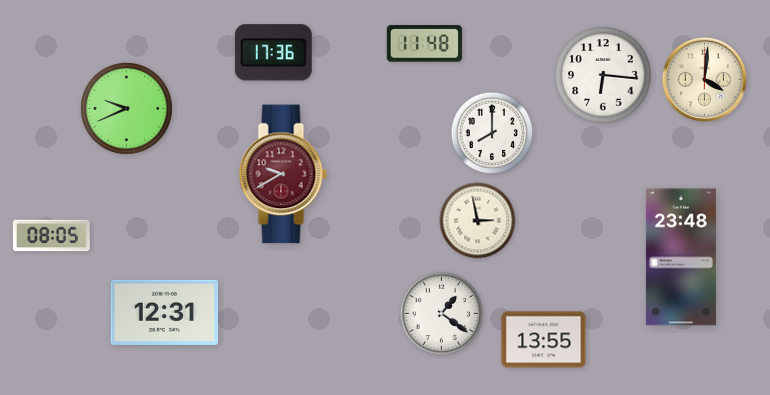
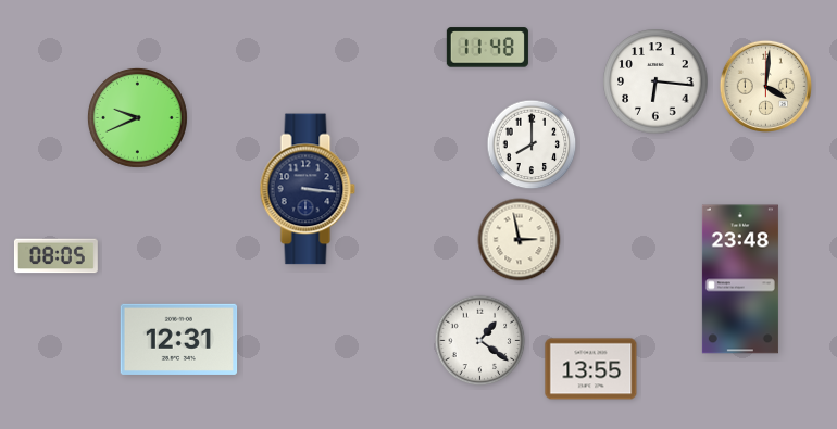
clock at (424, 44) position: (424, 44) -> (487, 48)
clock at (273, 53): 17:36 -> none
clock at (492, 133) position: (492, 133) -> (532, 144)
clock at (283, 174): 9:40 -> 3:16
clock at (283, 174) dial: burgundy -> navy
